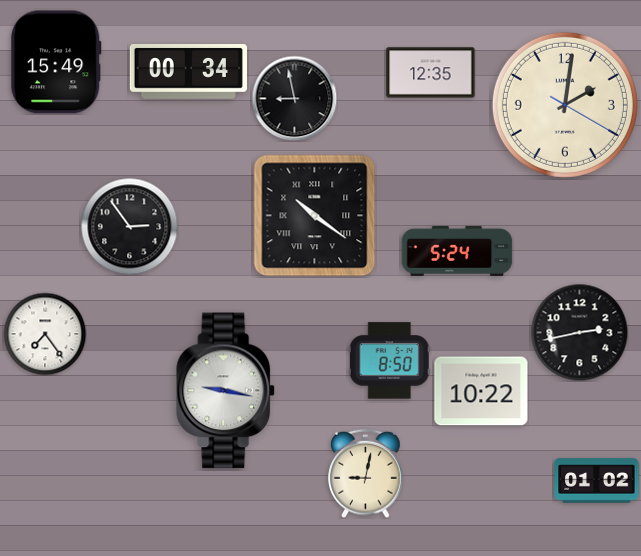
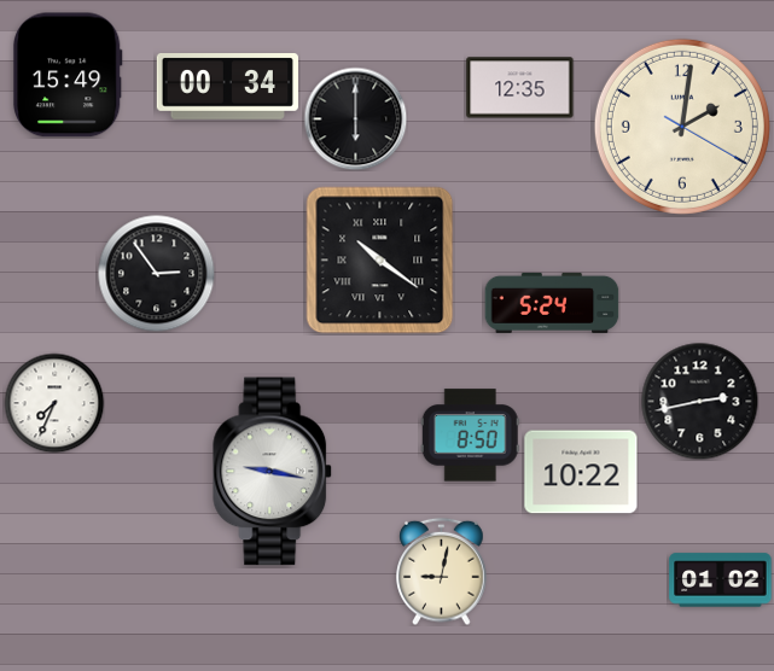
clock at (294, 98): 8:58 -> 6:00
clock at (45, 334): 7:24 -> 7:34
